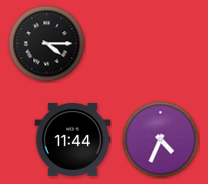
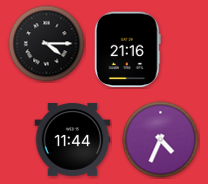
clock at (127, 50): none -> 21:16
